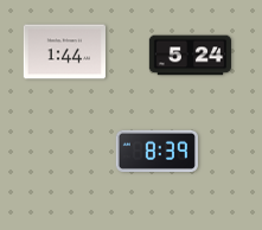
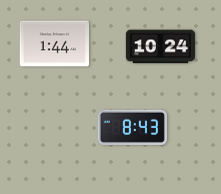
clock at (190, 56): 5:24 -> 10:24
clock at (156, 151): 8:39 -> 8:43
